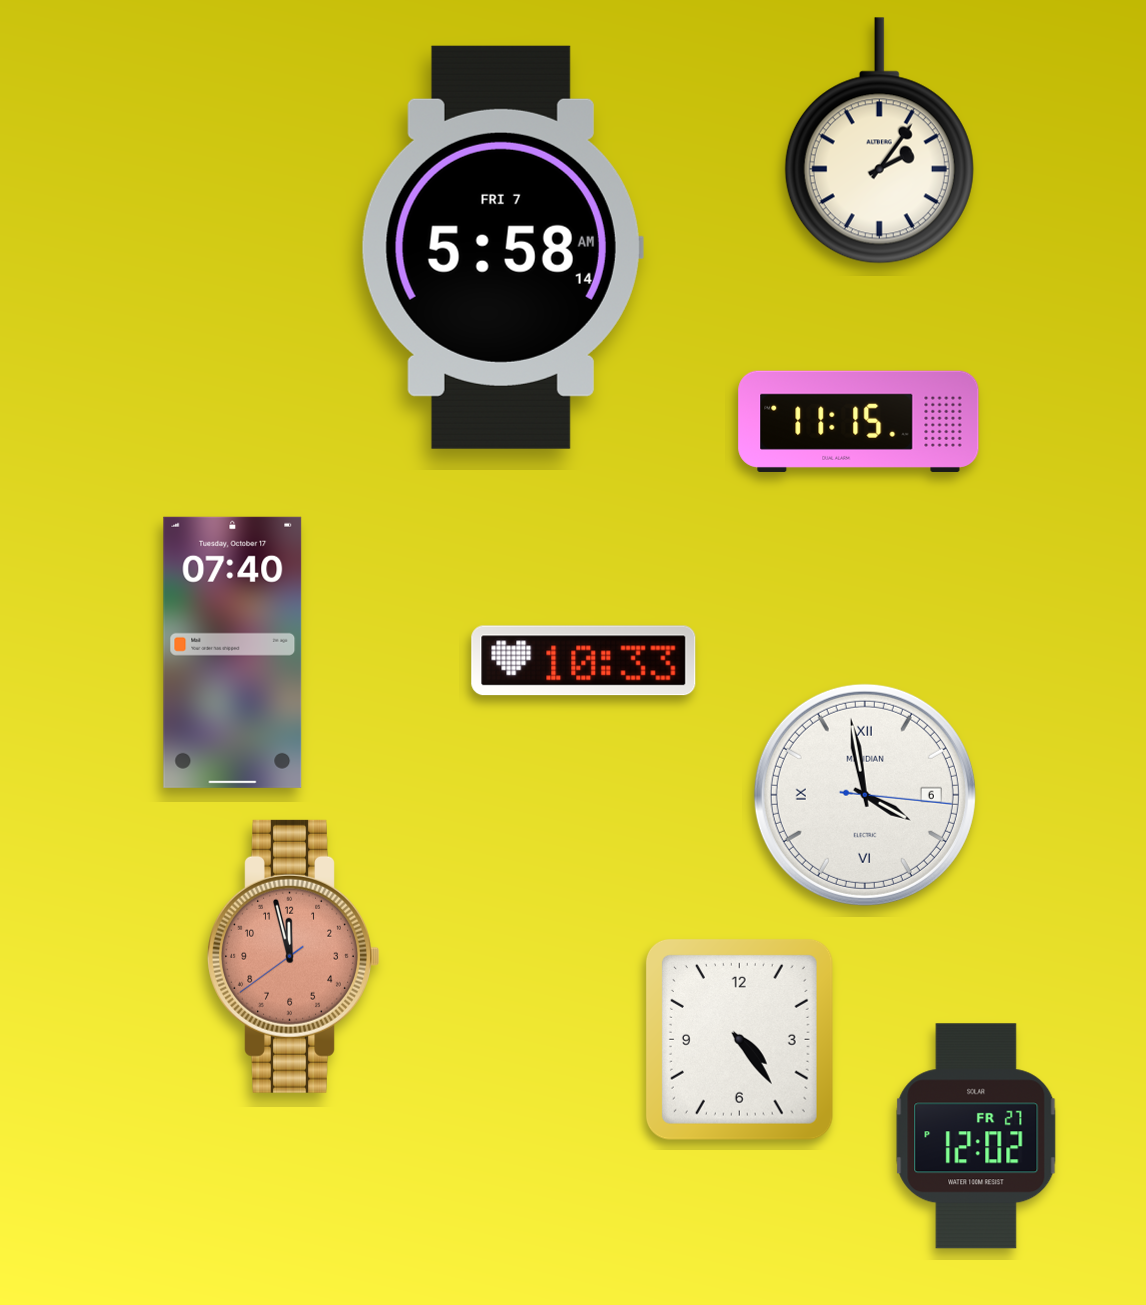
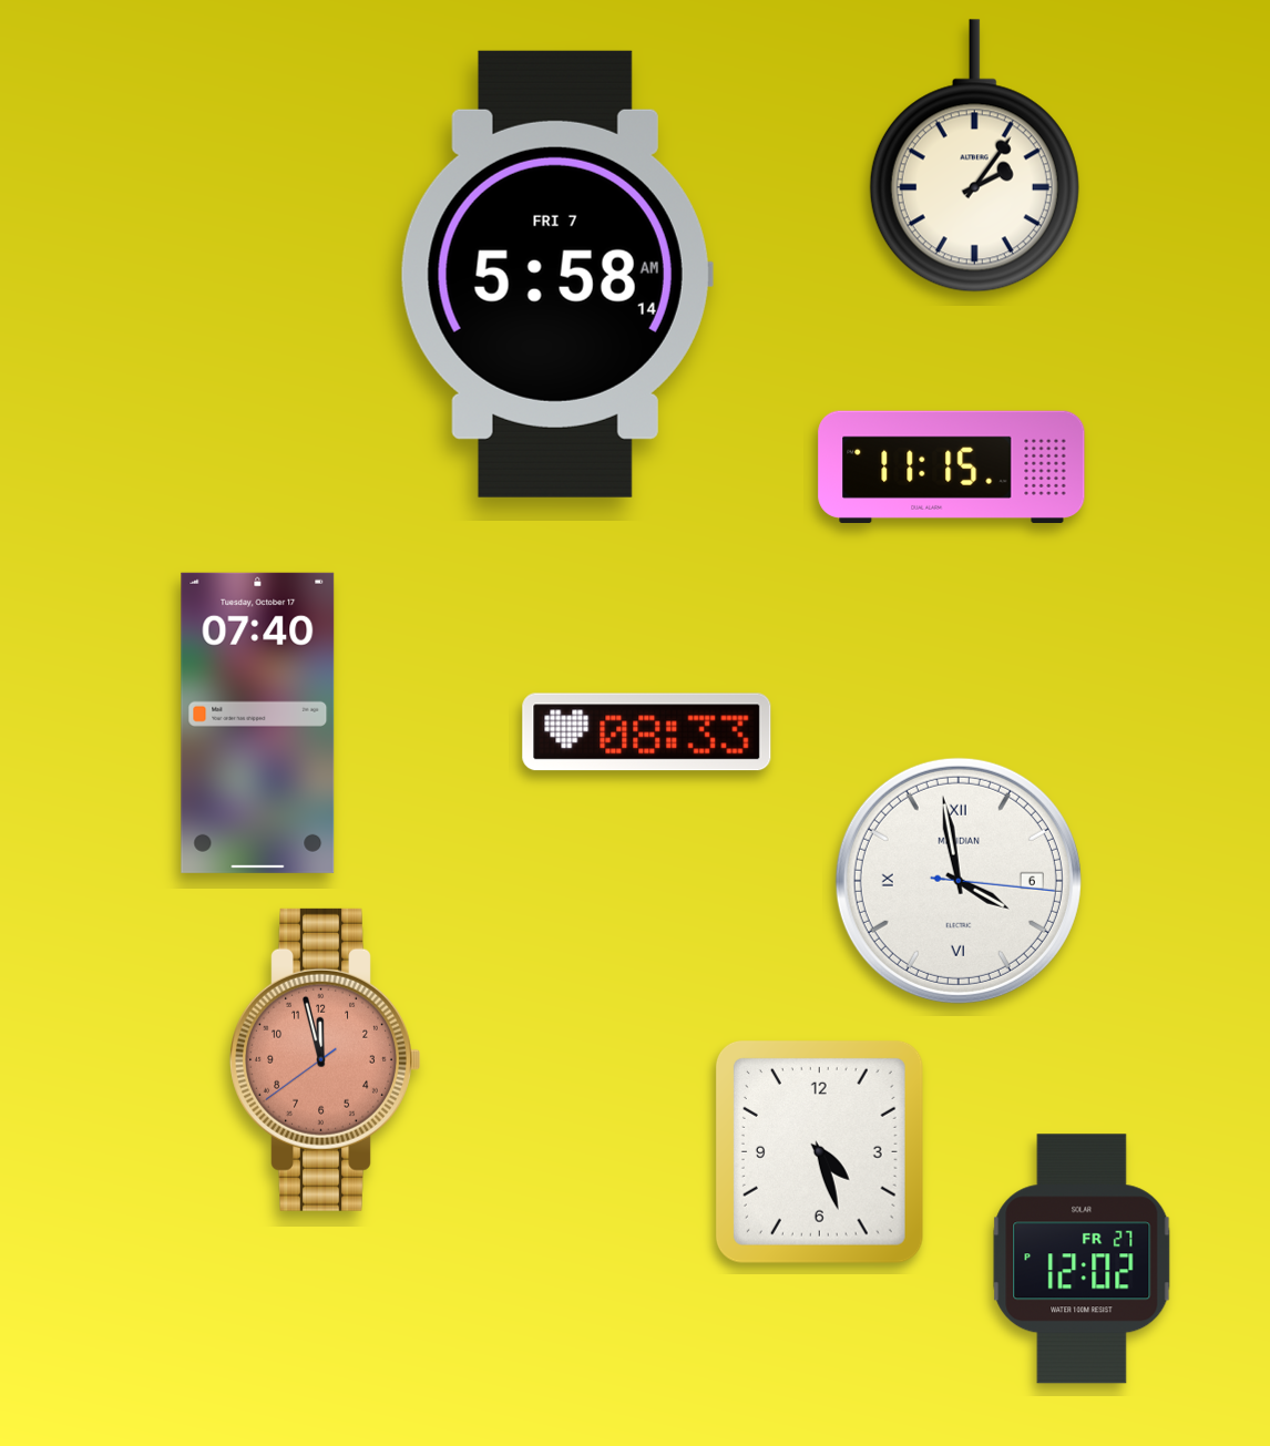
clock at (584, 661): 10:33 -> 08:33
clock at (739, 1039): 4:24 -> 4:27
